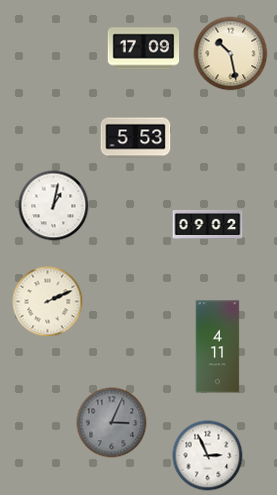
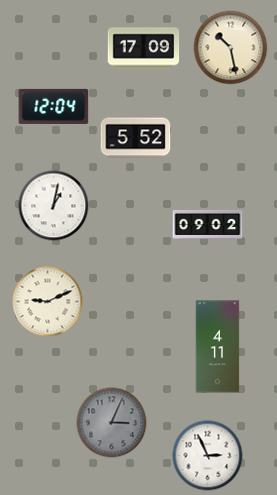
clock at (231, 54) position: (231, 54) -> (231, 48)
clock at (54, 106): none -> 12:04
clock at (136, 138): 5:53 -> 5:52
clock at (48, 302): 2:11 -> 9:11
